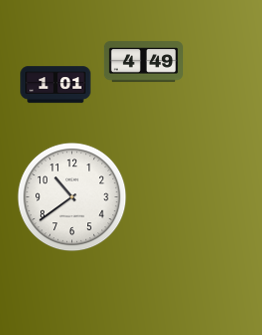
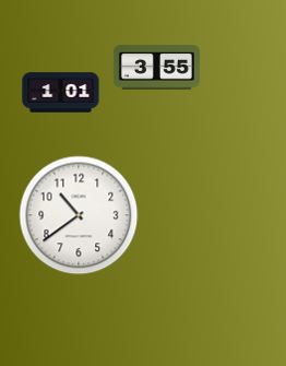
clock at (143, 62): 4:49 -> 3:55
